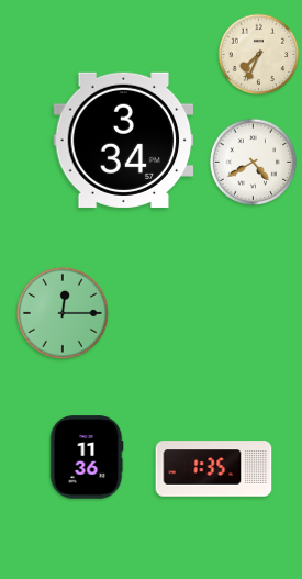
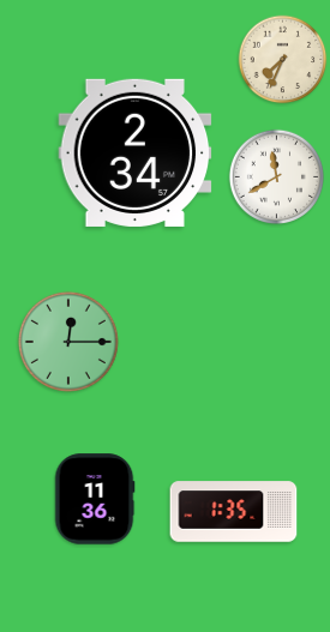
clock at (124, 140): 3:34 -> 2:34
clock at (253, 162): 4:40 -> 11:40
